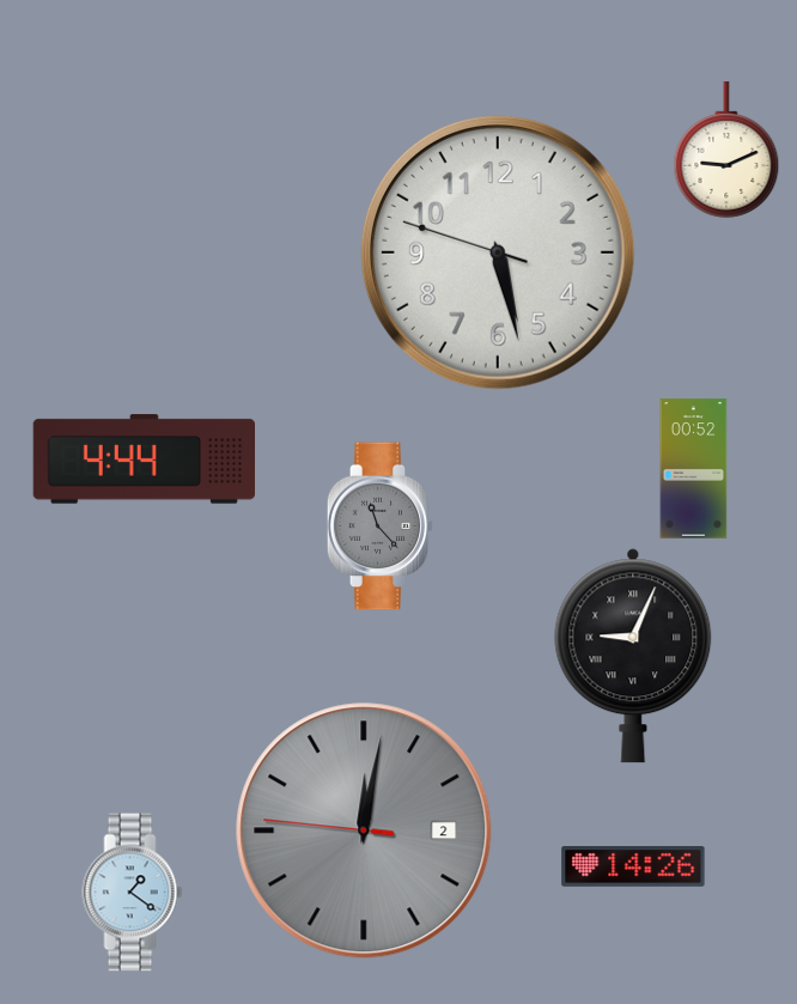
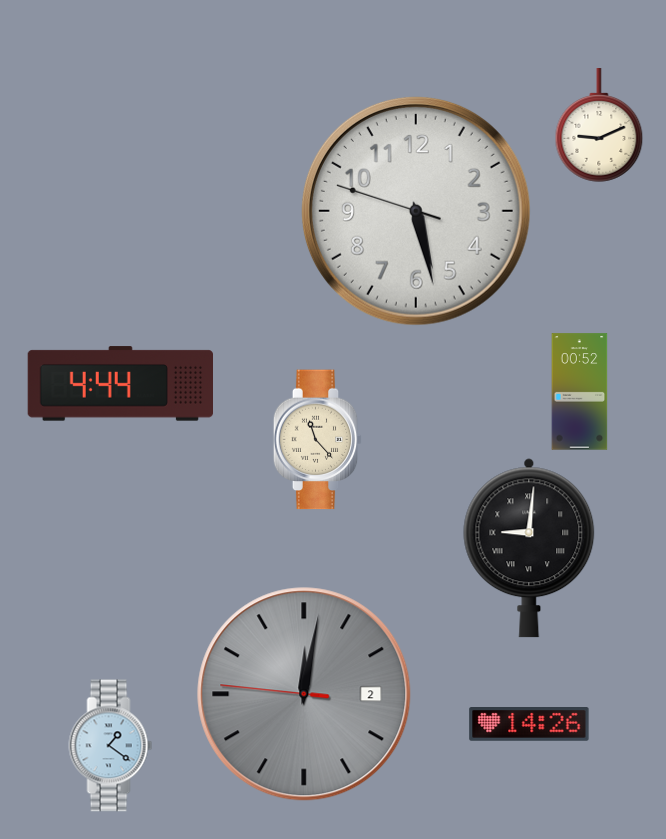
clock at (726, 150) position: (726, 150) -> (599, 125)
clock at (381, 527) dial: grey -> cream
clock at (633, 656): 9:04 -> 9:01
